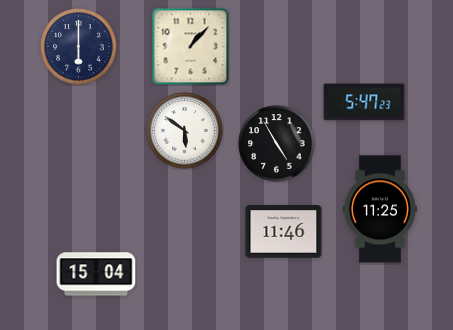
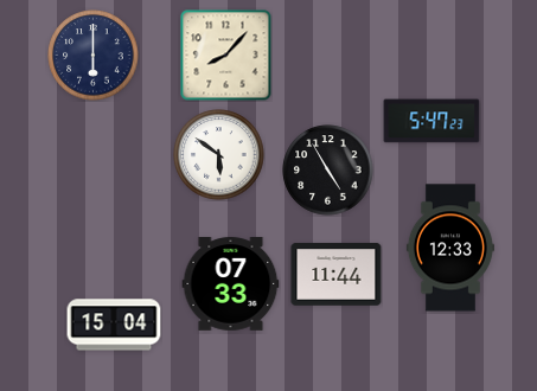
clock at (191, 47): 1:07 -> 8:07
clock at (380, 209): 11:25 -> 12:33
clock at (284, 232): 11:46 -> 11:44
clock at (231, 284): none -> 07:33
